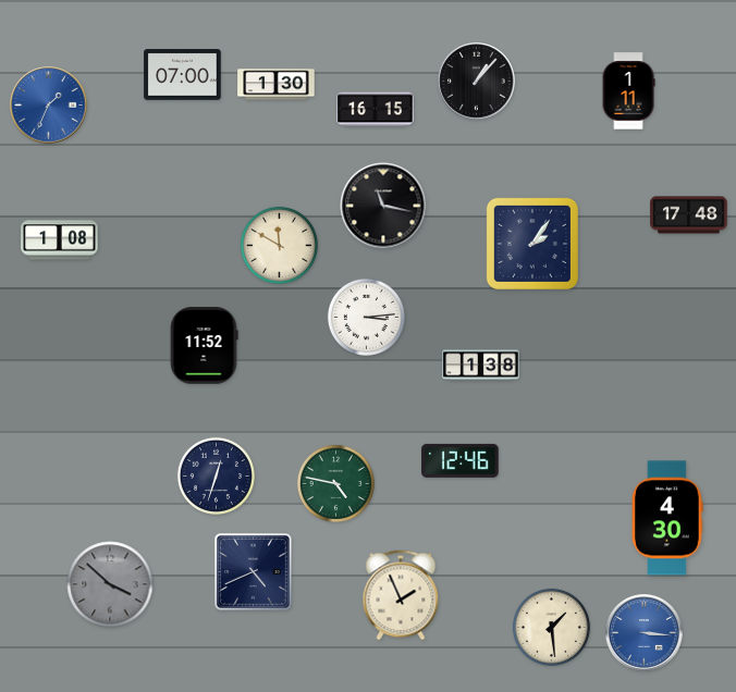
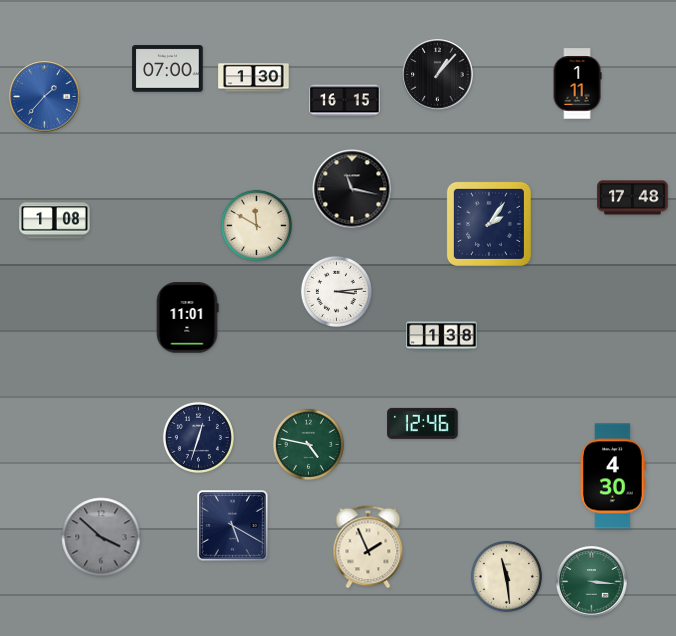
clock at (49, 106): 1:34 -> 1:37
clock at (204, 346): 11:52 -> 11:01
clock at (254, 572): 4:41 -> 5:20
clock at (551, 627): 1:29 -> 11:29
clock at (645, 633) dial: blue -> green
